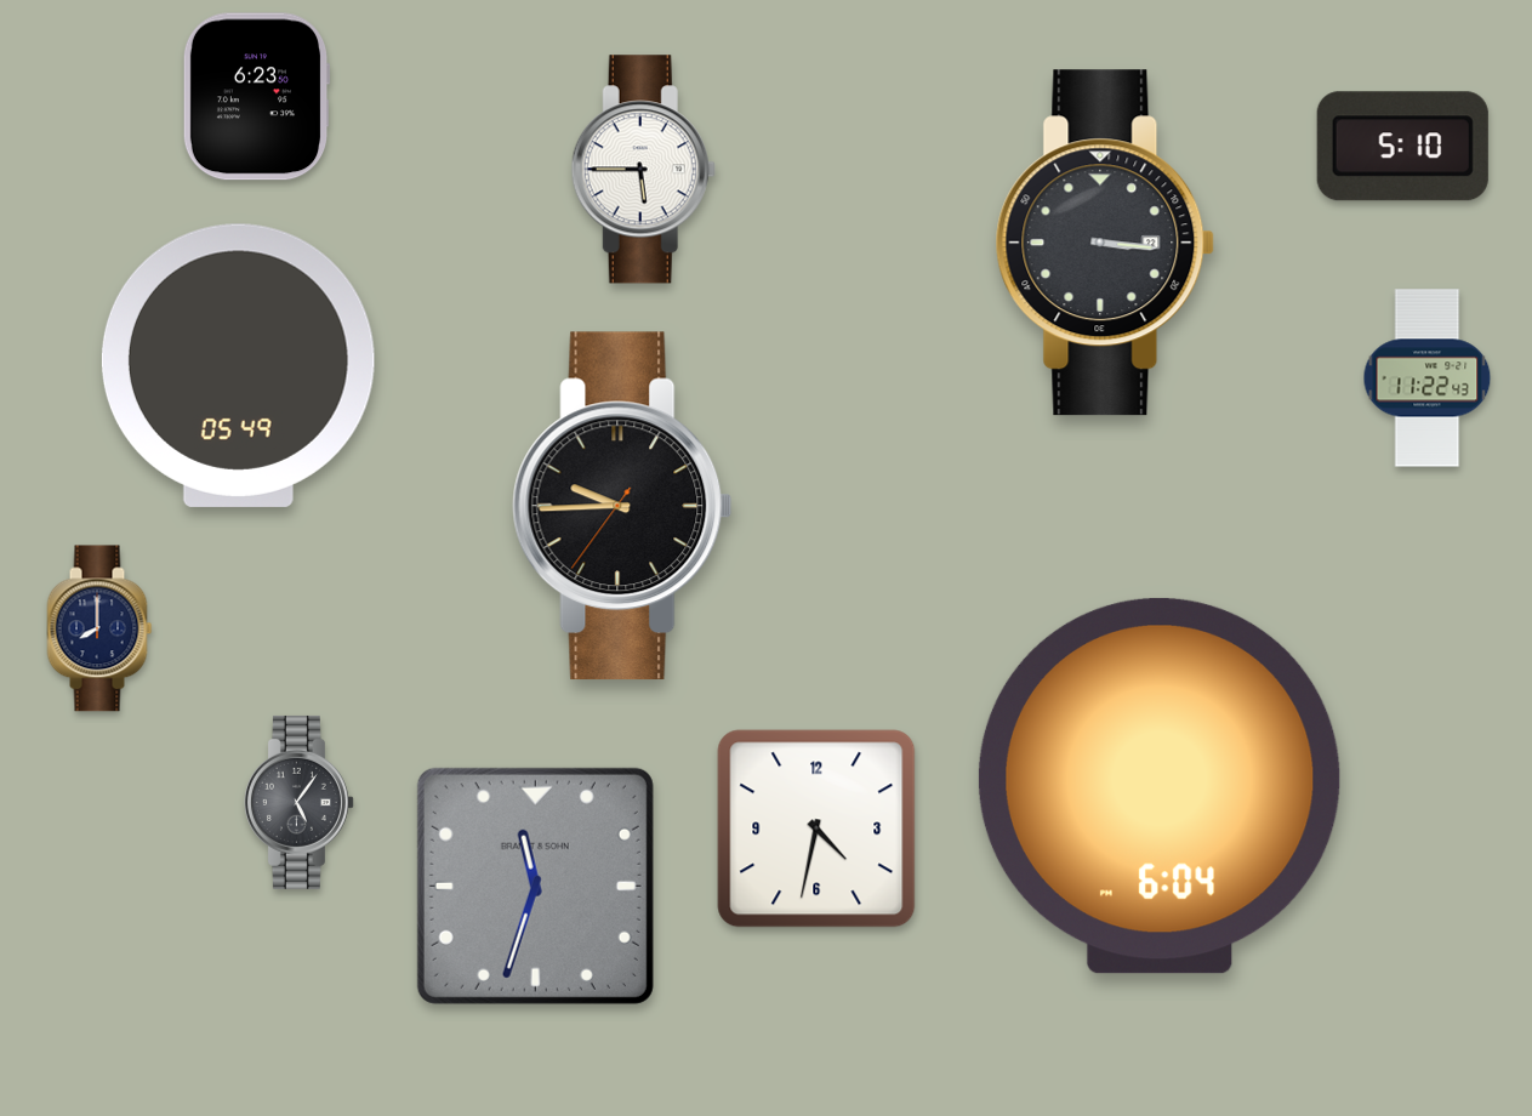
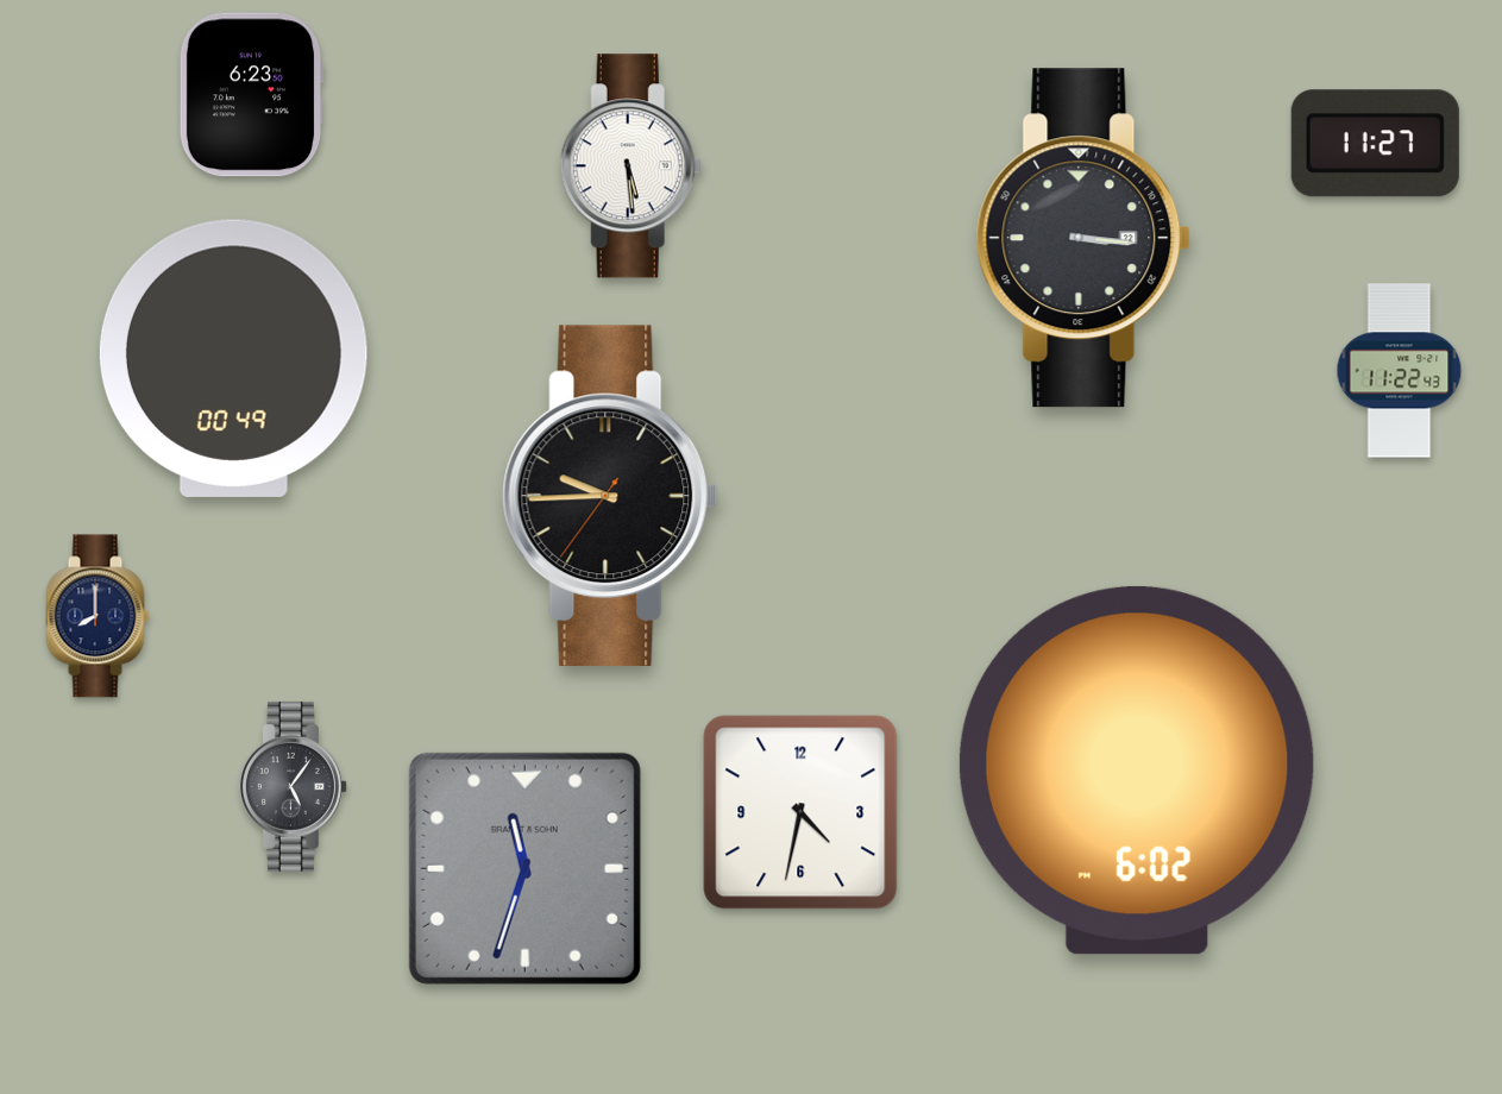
clock at (1402, 147): 5:10 -> 11:27
clock at (643, 170): 5:45 -> 5:29
clock at (238, 365): 05:49 -> 00:49
clock at (1160, 786): 6:04 -> 6:02
